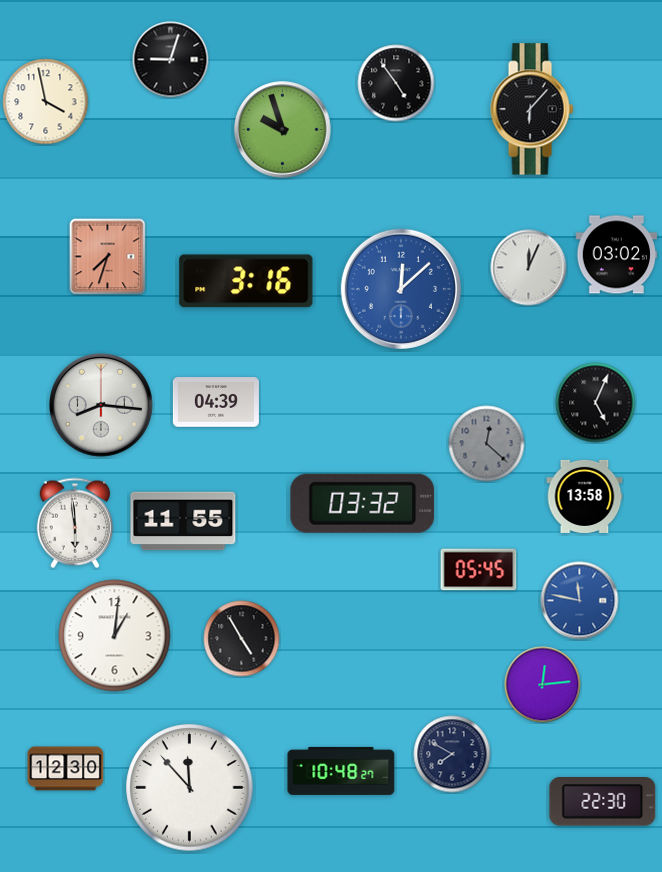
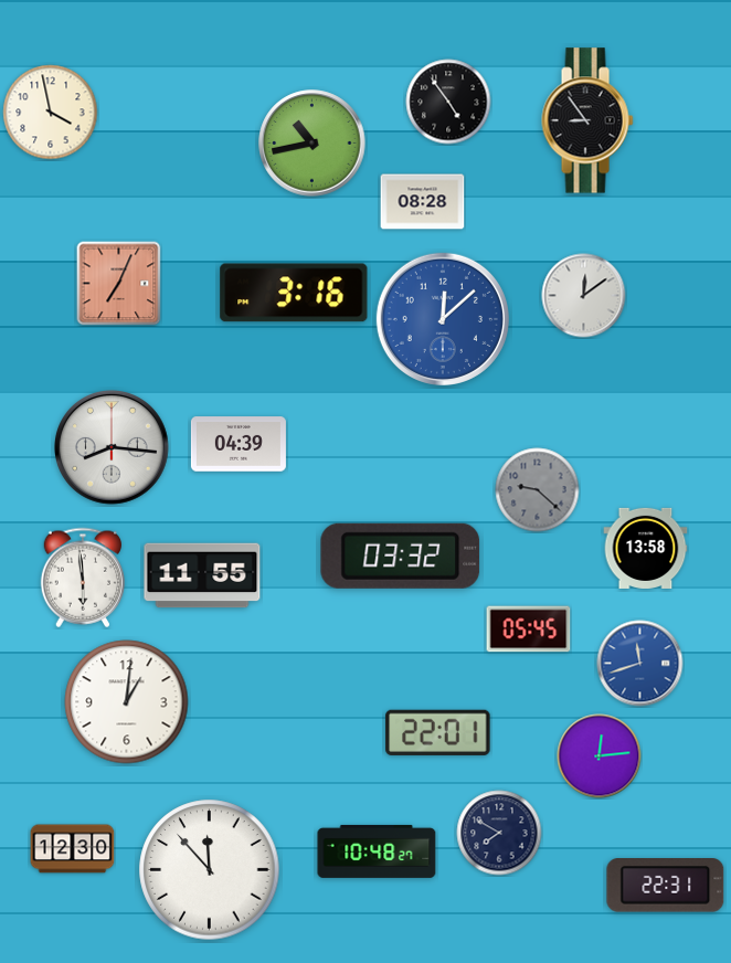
clock at (171, 60): 9:03 -> none
clock at (396, 83) position: (396, 83) -> (448, 102)
clock at (532, 109): 6:07 -> 8:54
clock at (283, 130): 9:57 -> 10:43
clock at (423, 202): none -> 08:28
clock at (617, 255): 03:02 -> none
clock at (108, 257): 7:33 -> 7:04
clock at (529, 268): 12:04 -> 12:09
clock at (246, 281) position: (246, 281) -> (294, 293)
clock at (596, 403): 5:04 -> none
clock at (487, 444): 12:22 -> 9:22
clock at (580, 601): 11:47 -> 11:42
clock at (242, 639): 4:55 -> none
clock at (438, 732): none -> 22:01
clock at (603, 802): 22:30 -> 22:31
